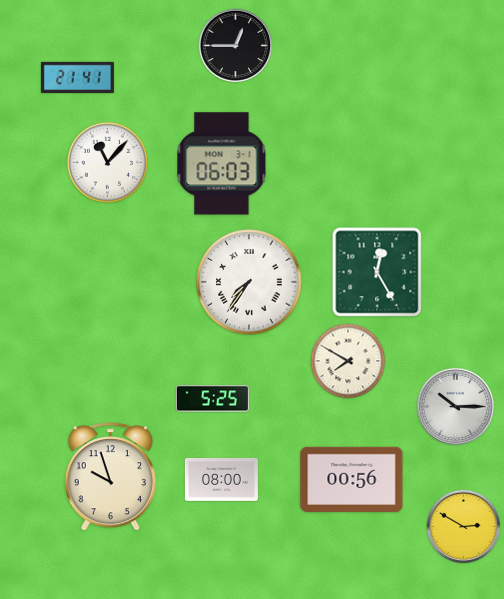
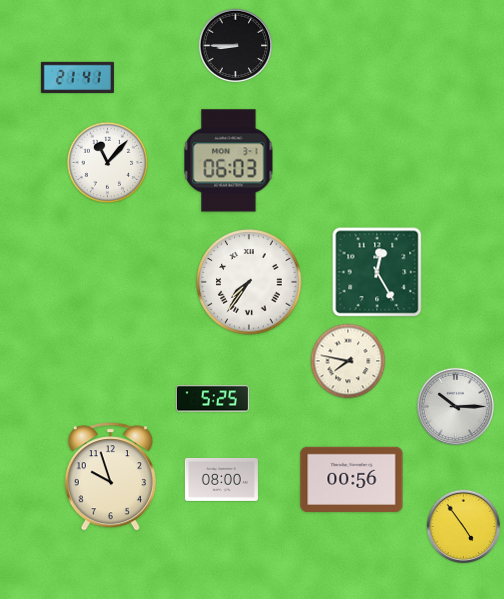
clock at (236, 46): 12:45 -> 8:45
clock at (222, 164) position: (222, 164) -> (229, 161)
clock at (348, 361): 7:50 -> 7:47
clock at (464, 527): 2:50 -> 4:54
